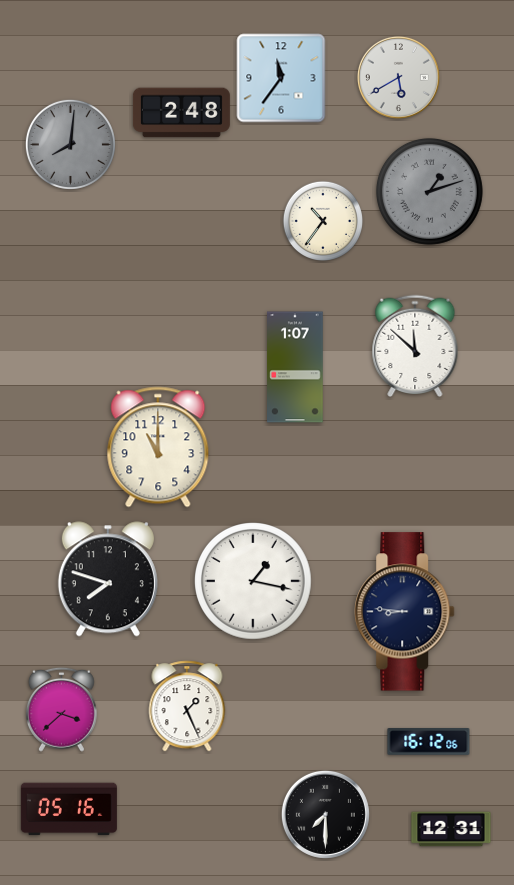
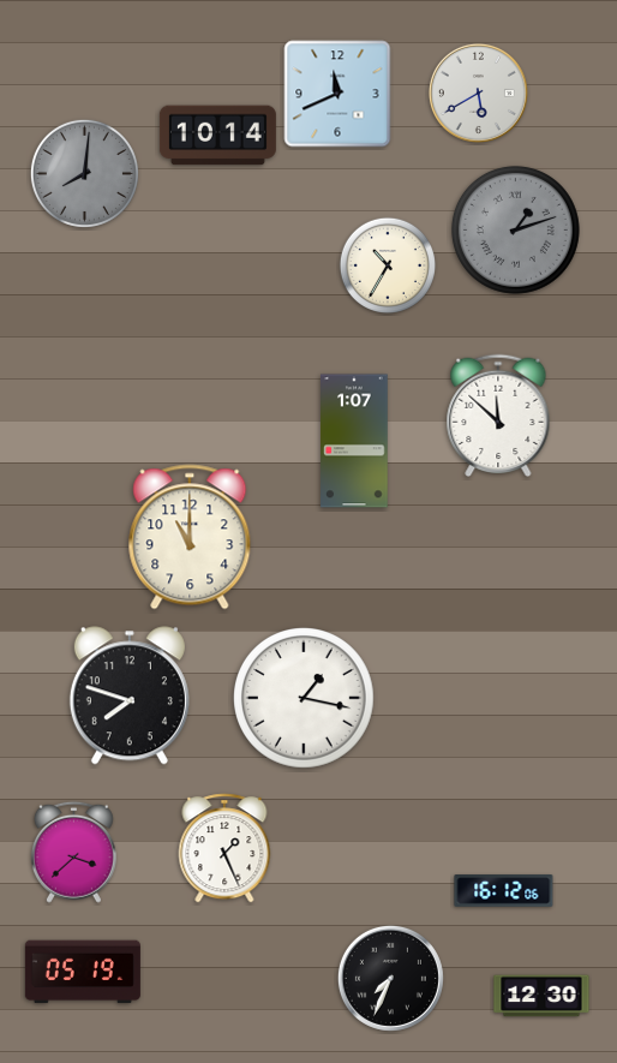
clock at (281, 78): 11:36 -> 11:41
clock at (181, 113): 2:48 -> 10:14
clock at (322, 220): 10:36 -> 10:35
clock at (405, 612): 8:46 -> none
clock at (429, 742) position: (429, 742) -> (504, 891)
clock at (69, 809): 05:16 -> 05:19
clock at (325, 814): 7:30 -> 7:34
clock at (451, 829): 12:31 -> 12:30
